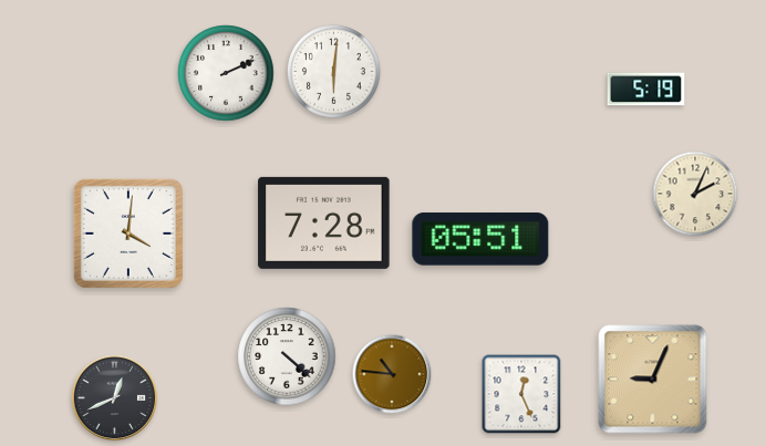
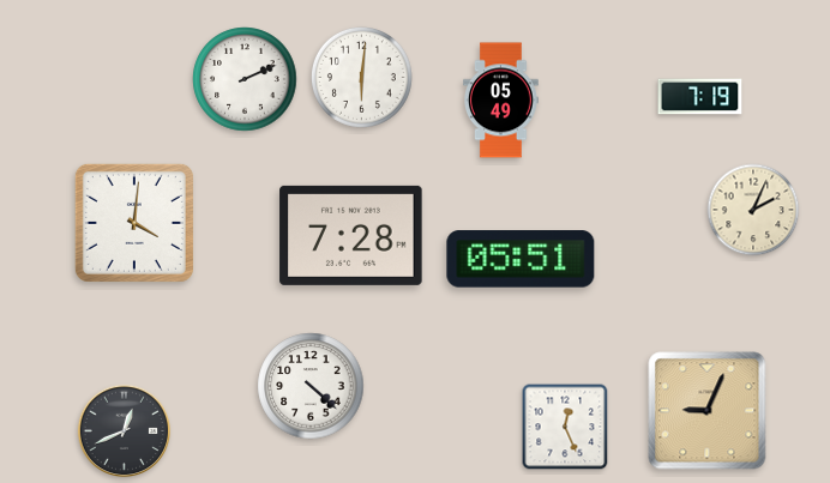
clock at (646, 90): 5:19 -> 7:19
clock at (501, 101): none -> 05:49
clock at (324, 222) position: (324, 222) -> (351, 235)
clock at (128, 234) position: (128, 234) -> (134, 223)
clock at (392, 374): 10:46 -> none
